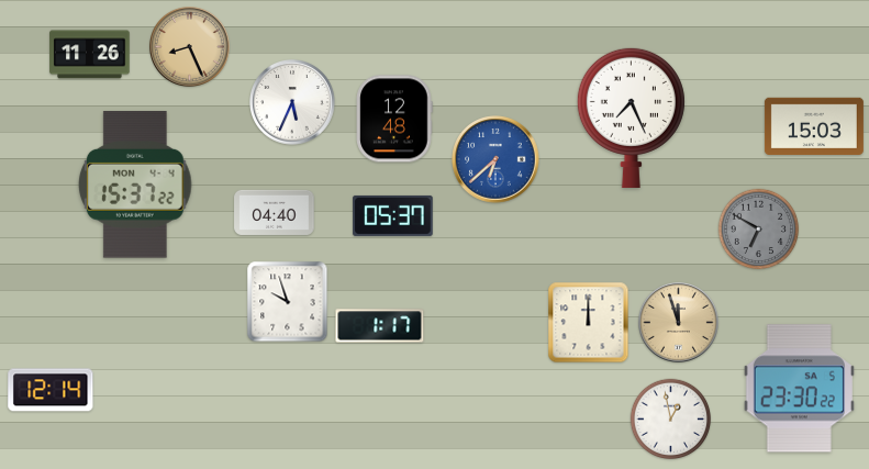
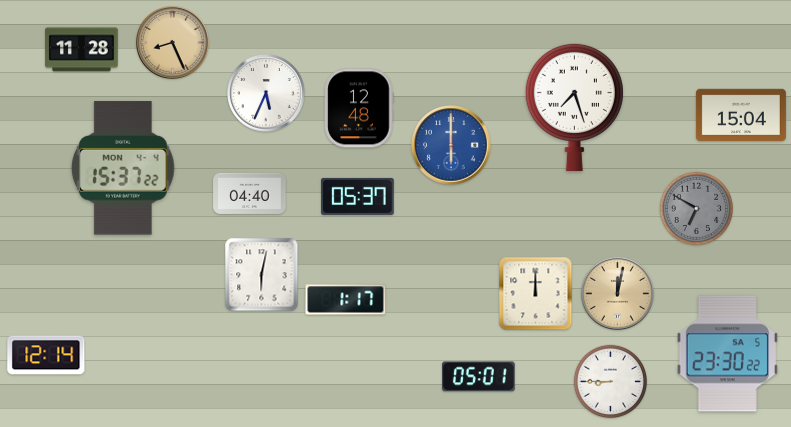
clock at (90, 55): 11:26 -> 11:28
clock at (631, 118): 7:26 -> 7:27
clock at (814, 125): 15:03 -> 15:04
clock at (495, 159): 6:38 -> 6:00
clock at (759, 230) position: (759, 230) -> (697, 209)
clock at (288, 302): 9:57 -> 6:02
clock at (679, 323): 11:57 -> 12:02
clock at (380, 326) position: (380, 326) -> (346, 300)
clock at (479, 377): none -> 05:01
clock at (671, 420): 12:58 -> 8:45
